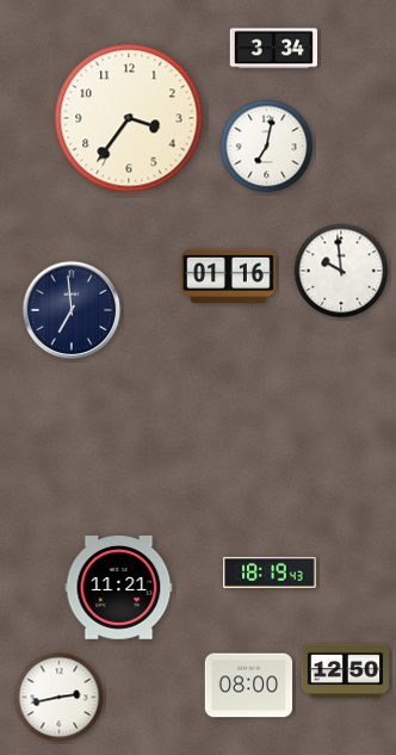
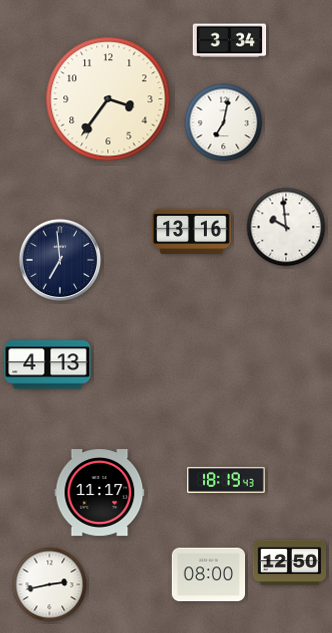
clock at (229, 276): 01:16 -> 13:16
clock at (48, 365): none -> 4:13
clock at (119, 588): 11:21 -> 11:17
